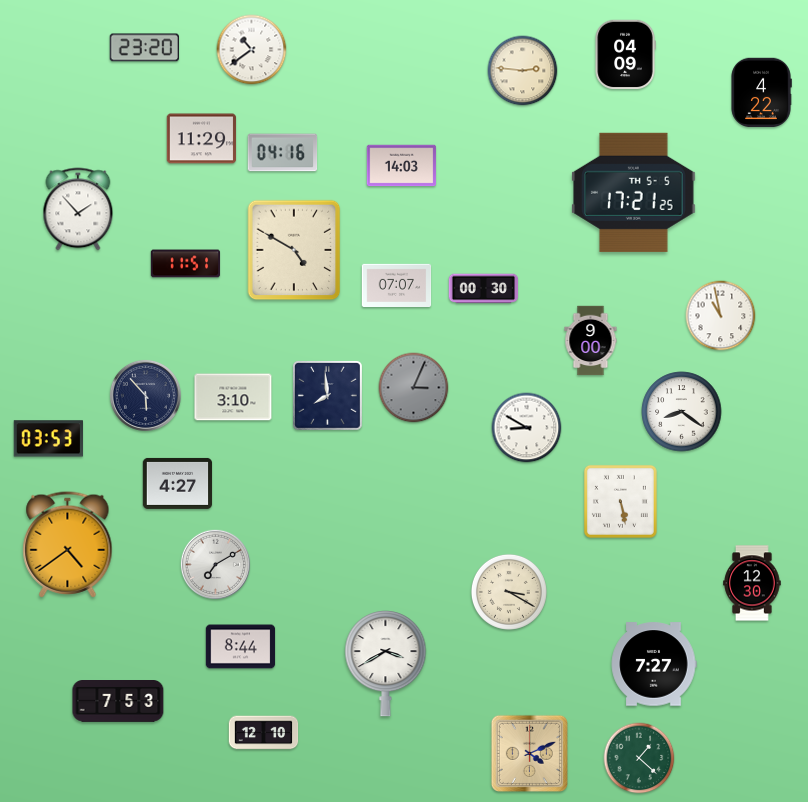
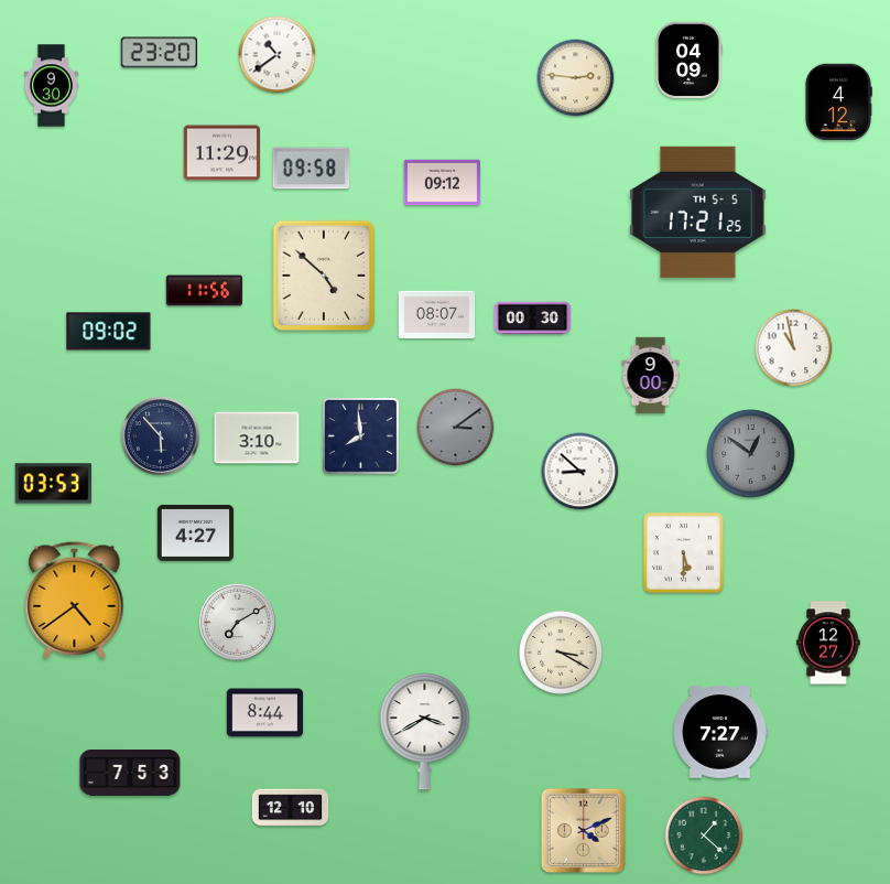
clock at (51, 86): none -> 9:30
clock at (761, 93): 4:22 -> 4:12
clock at (283, 153): 04:16 -> 09:58
clock at (402, 166): 14:03 -> 09:12
clock at (78, 209): 1:53 -> none
clock at (294, 250): 4:50 -> 4:52
clock at (186, 264): 11:51 -> 11:56
clock at (397, 285): 07:07 -> 08:07
clock at (109, 332): none -> 09:02
clock at (414, 388): 3:04 -> 3:09
clock at (682, 412): 8:21 -> 12:51
clock at (682, 412) dial: white -> grey
clock at (527, 428): 8:50 -> 8:52
clock at (620, 501): 5:28 -> 5:30
clock at (752, 583): 12:30 -> 12:27
